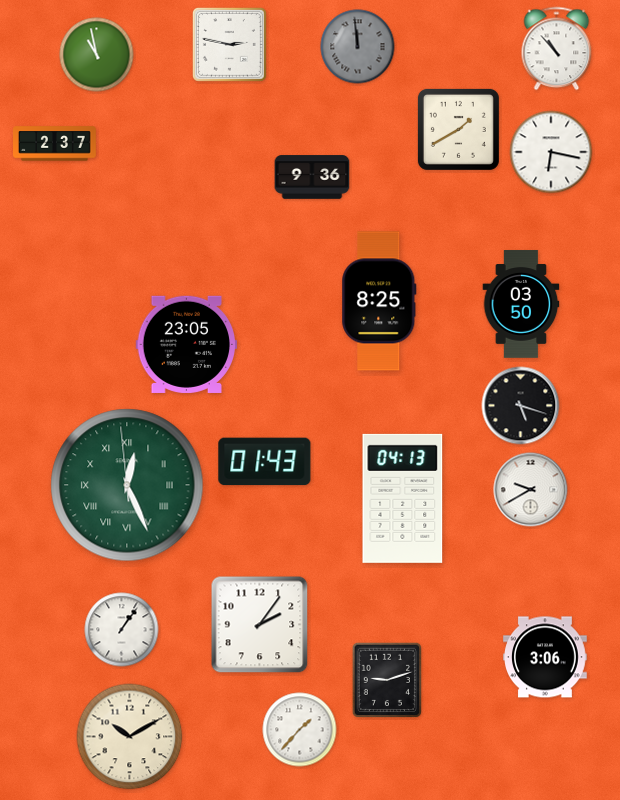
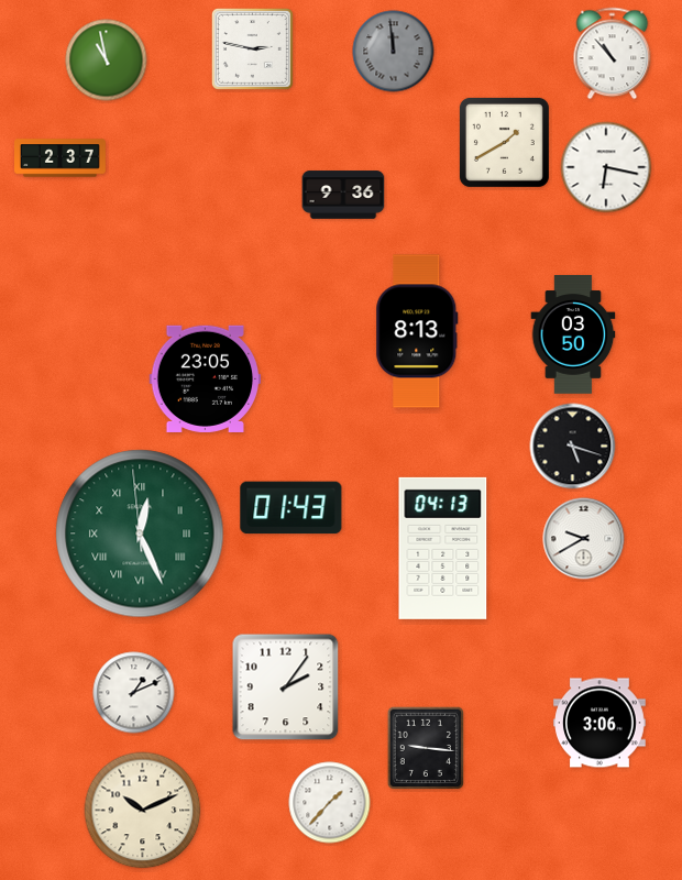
clock at (379, 301): 8:25 -> 8:13
clock at (122, 630): 1:06 -> 1:11
clock at (386, 680): 9:12 -> 9:16
clock at (130, 737): 10:10 -> 10:11
